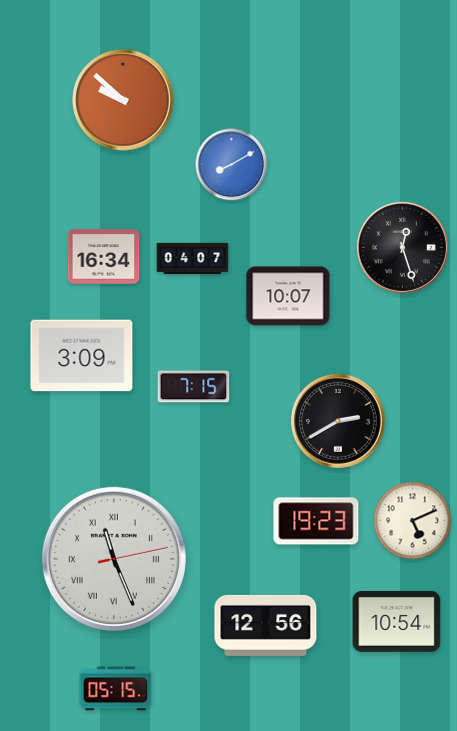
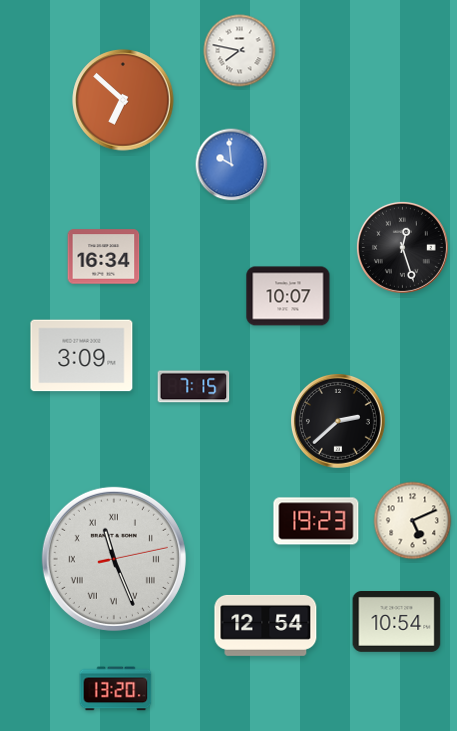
clock at (240, 51): none -> 7:47
clock at (123, 100): 9:52 -> 6:52
clock at (232, 165): 8:10 -> 9:59
clock at (193, 259): 04:07 -> none
clock at (339, 422): 2:40 -> 2:38
clock at (266, 625): 12:56 -> 12:54
clock at (116, 689): 05:15 -> 13:20
